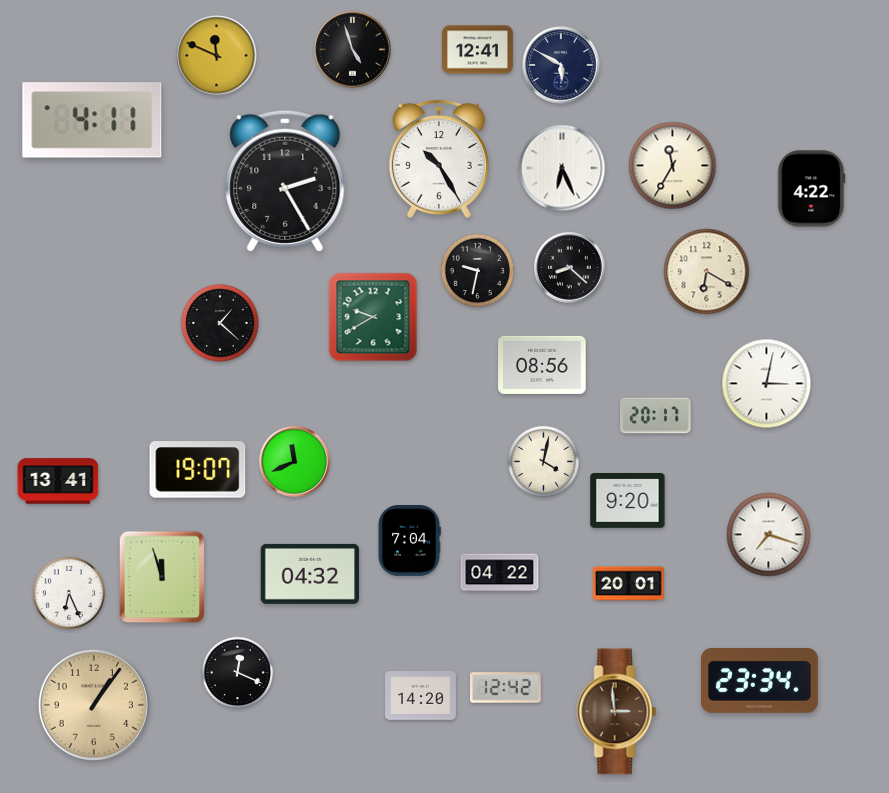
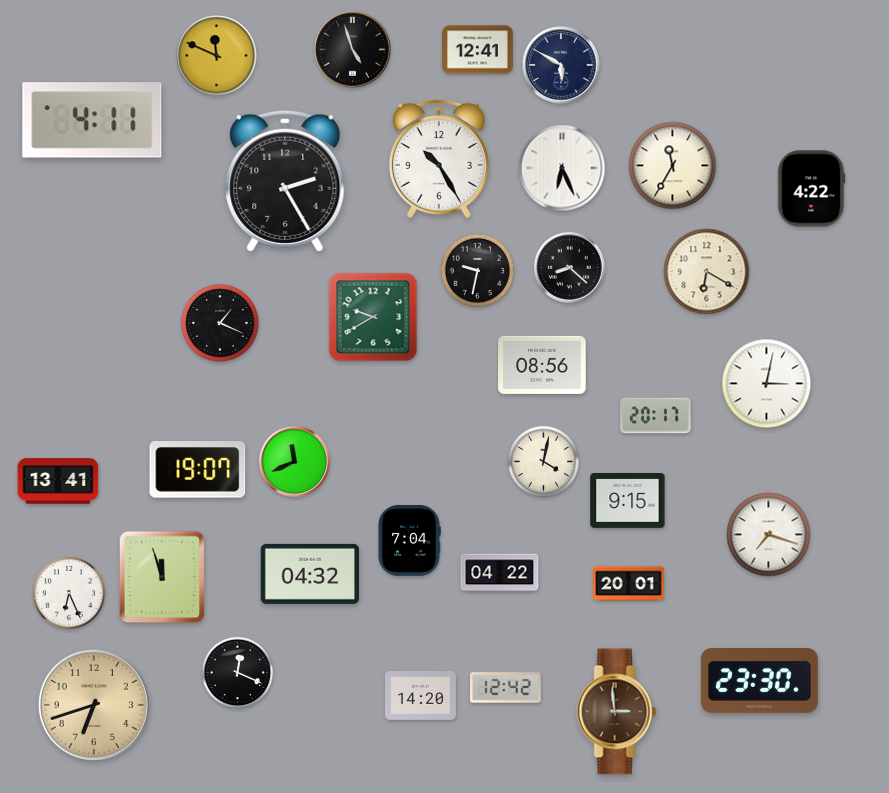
clock at (221, 324): 1:22 -> 1:19
clock at (628, 501): 9:20 -> 9:15
clock at (759, 681): 23:34 -> 23:30
clock at (94, 705): 1:06 -> 6:42
